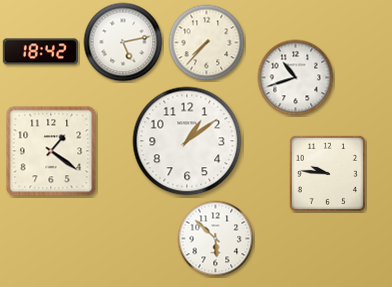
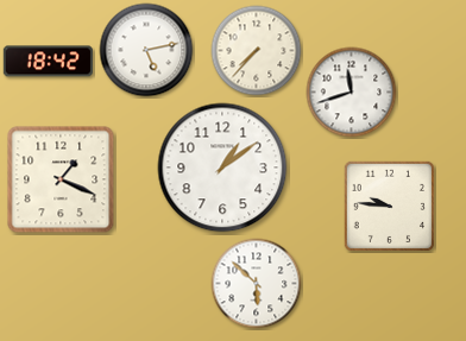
clock at (207, 43) position: (207, 43) -> (257, 51)
clock at (296, 78): 10:42 -> 11:42
clock at (51, 151): 1:21 -> 1:19
